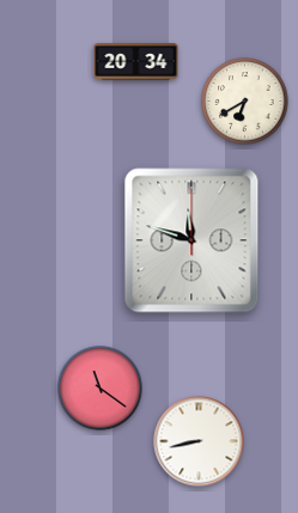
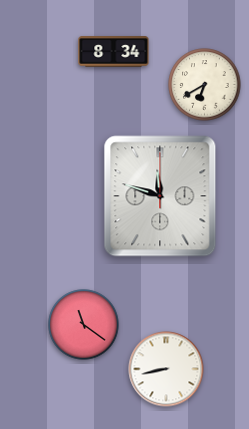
clock at (136, 62): 20:34 -> 8:34
clock at (191, 240) position: (191, 240) -> (160, 196)
